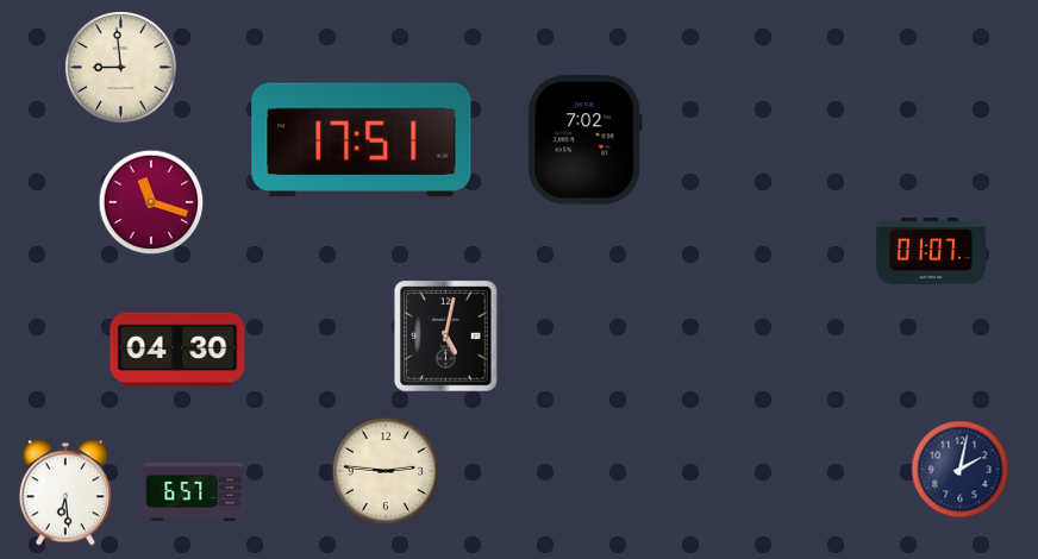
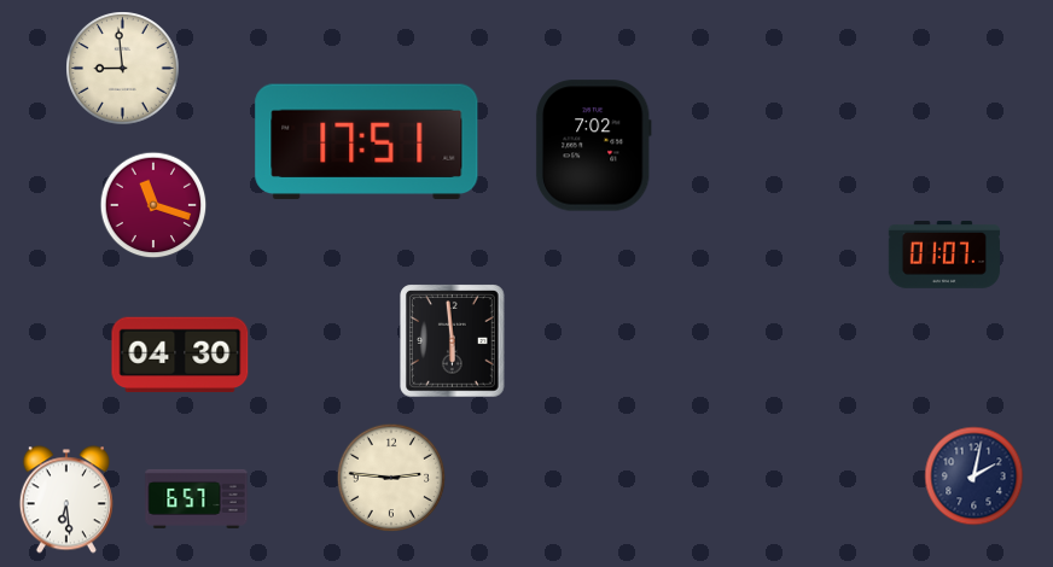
clock at (584, 140) position: (584, 140) -> (593, 146)
clock at (446, 337): 5:02 -> 5:59
